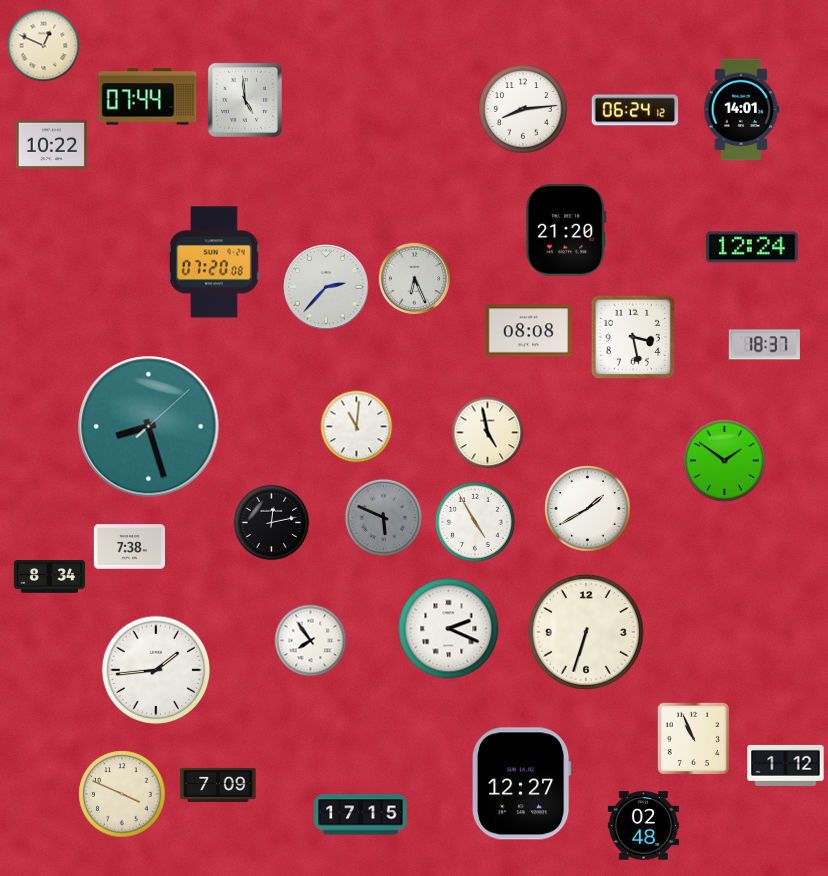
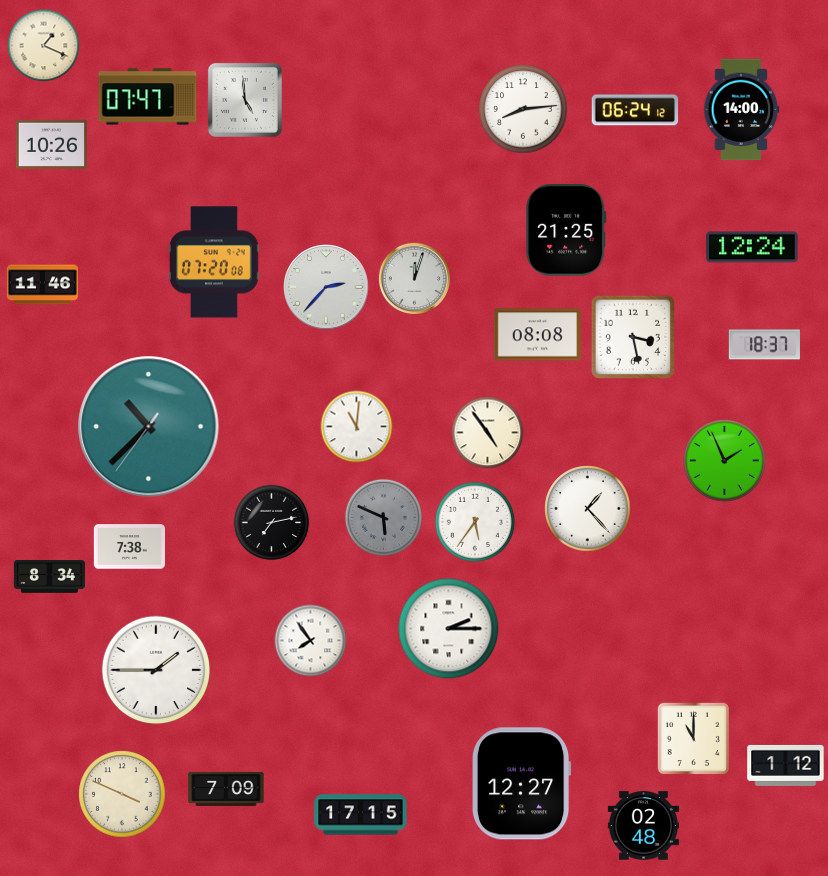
clock at (44, 46): 12:49 -> 1:19
clock at (148, 97): 07:44 -> 07:47
clock at (741, 110): 14:01 -> 14:00
clock at (51, 144): 10:22 -> 10:26
clock at (566, 230): 21:20 -> 21:25
clock at (414, 278): 6:26 -> 12:03
clock at (42, 285): none -> 11:46
clock at (528, 331) position: (528, 331) -> (537, 335)
clock at (149, 427): 8:27 -> 10:37
clock at (488, 433): 4:58 -> 4:54
clock at (724, 460): 1:51 -> 1:56
clock at (588, 509): 1:40 -> 1:23
clock at (475, 522): 4:55 -> 5:36
clock at (272, 523): 12:13 -> 7:13
clock at (449, 629): 2:19 -> 2:15
clock at (586, 632): 6:33 -> none
clock at (156, 670): 1:44 -> 1:45
clock at (694, 739): 10:56 -> 11:00
clock at (218, 785) position: (218, 785) -> (226, 789)
